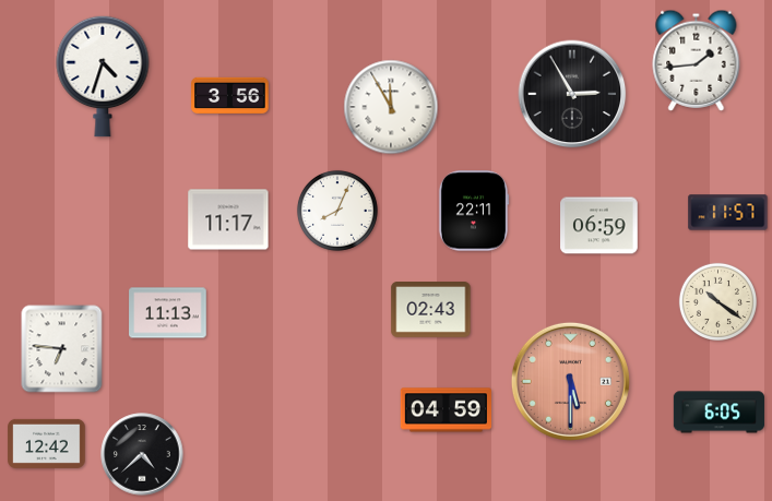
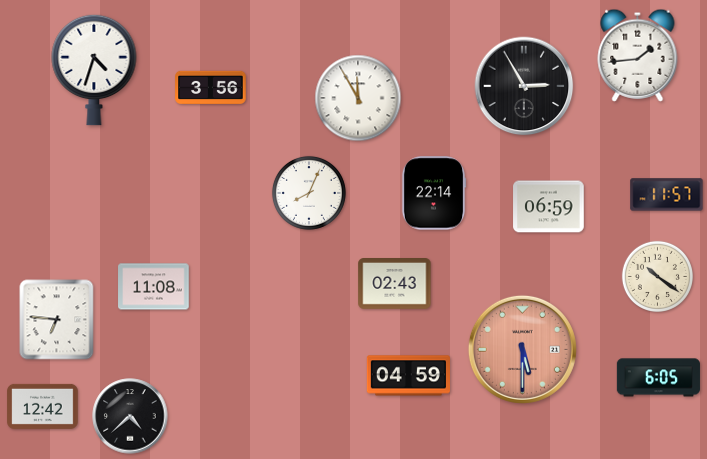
clock at (474, 211): 22:11 -> 22:14
clock at (228, 219): 11:17 -> none
clock at (168, 313): 11:13 -> 11:08
